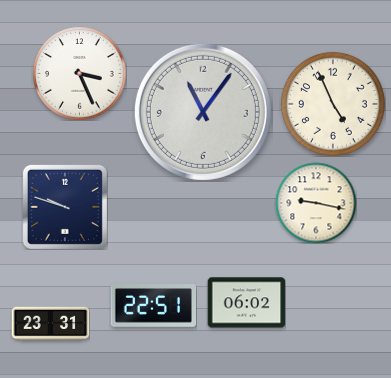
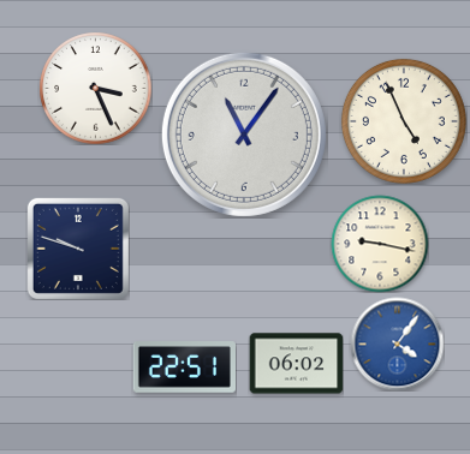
clock at (333, 104) position: (333, 104) -> (404, 121)
clock at (397, 344): none -> 4:06
clock at (50, 324): 23:31 -> none
